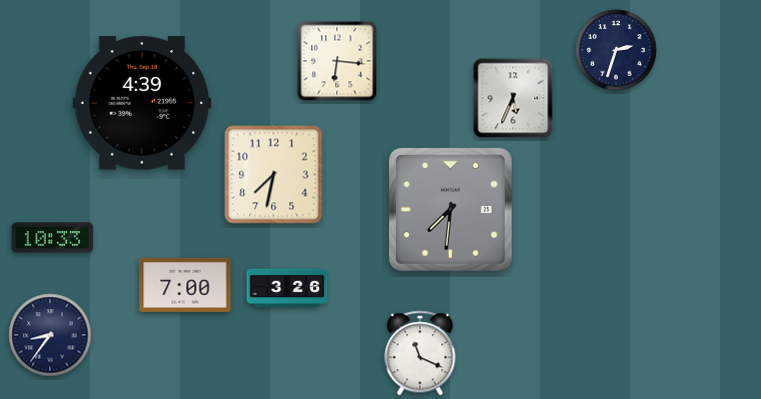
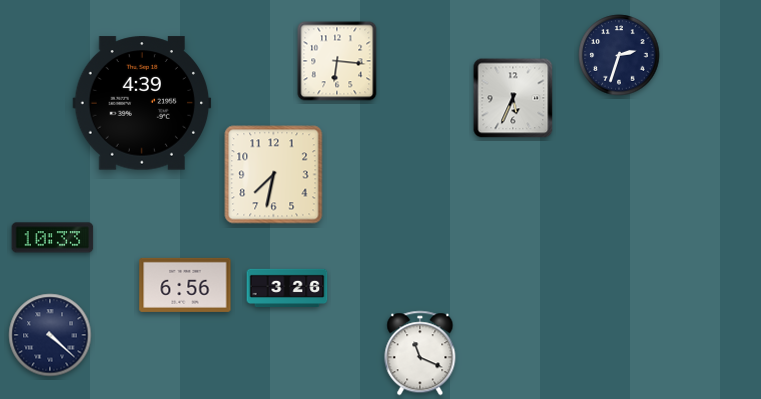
clock at (616, 50) position: (616, 50) -> (619, 55)
clock at (450, 209): 7:31 -> none
clock at (185, 285): 7:00 -> 6:56
clock at (50, 335): 8:36 -> 4:22
